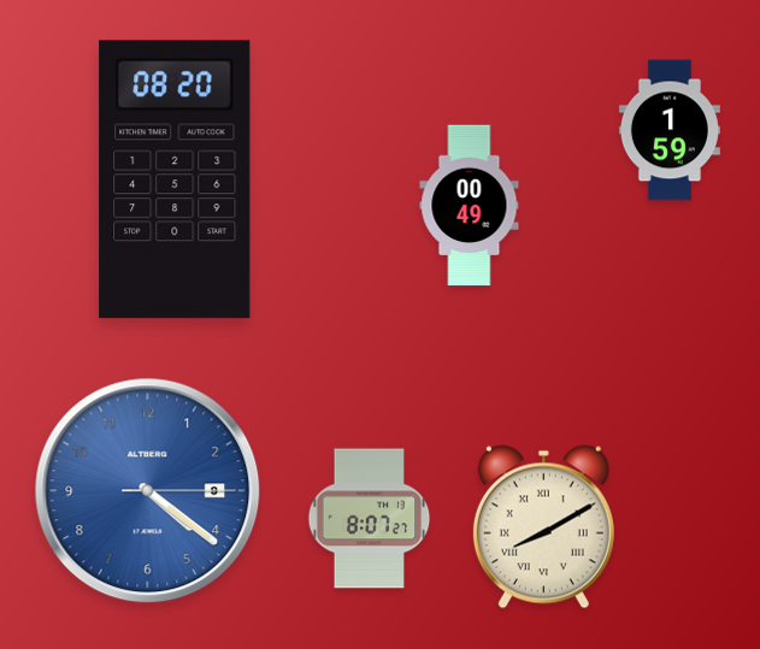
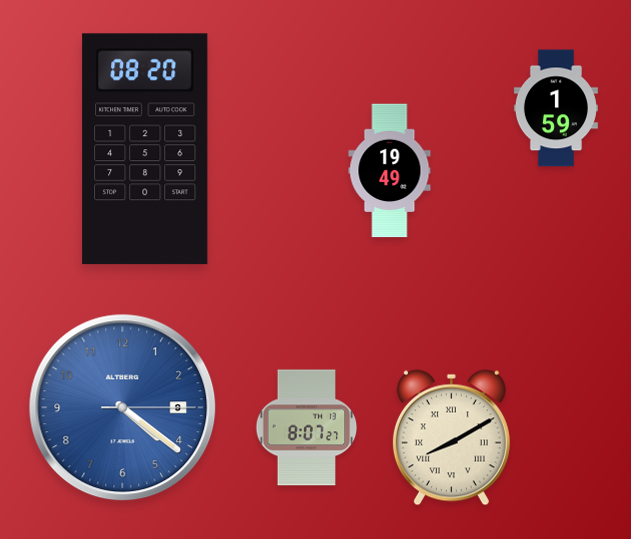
clock at (470, 206): 00:49 -> 19:49
clock at (370, 519) position: (370, 519) -> (307, 428)
